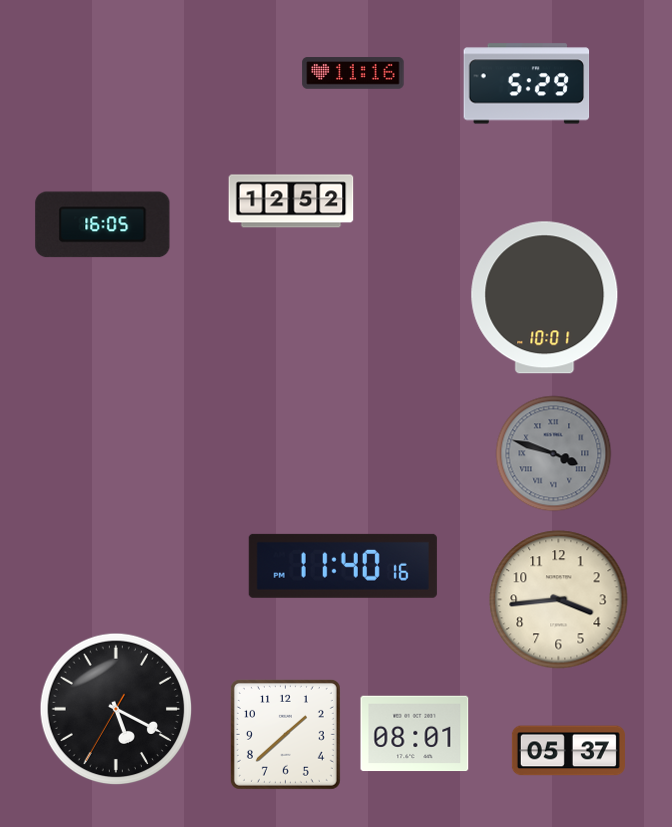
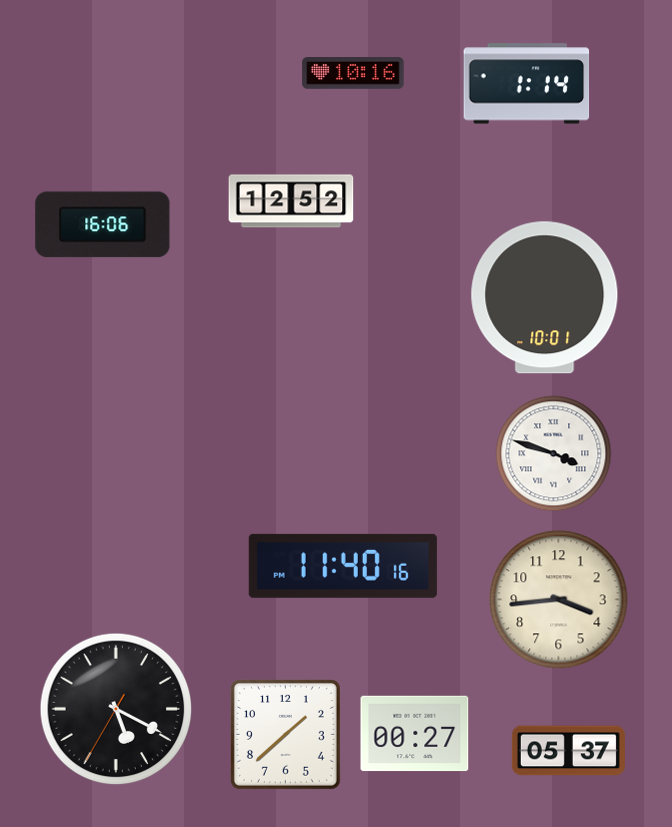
clock at (353, 73): 11:16 -> 10:16
clock at (527, 84): 5:29 -> 1:14
clock at (103, 225): 16:05 -> 16:06
clock at (554, 454) dial: grey -> white
clock at (415, 734): 08:01 -> 00:27
